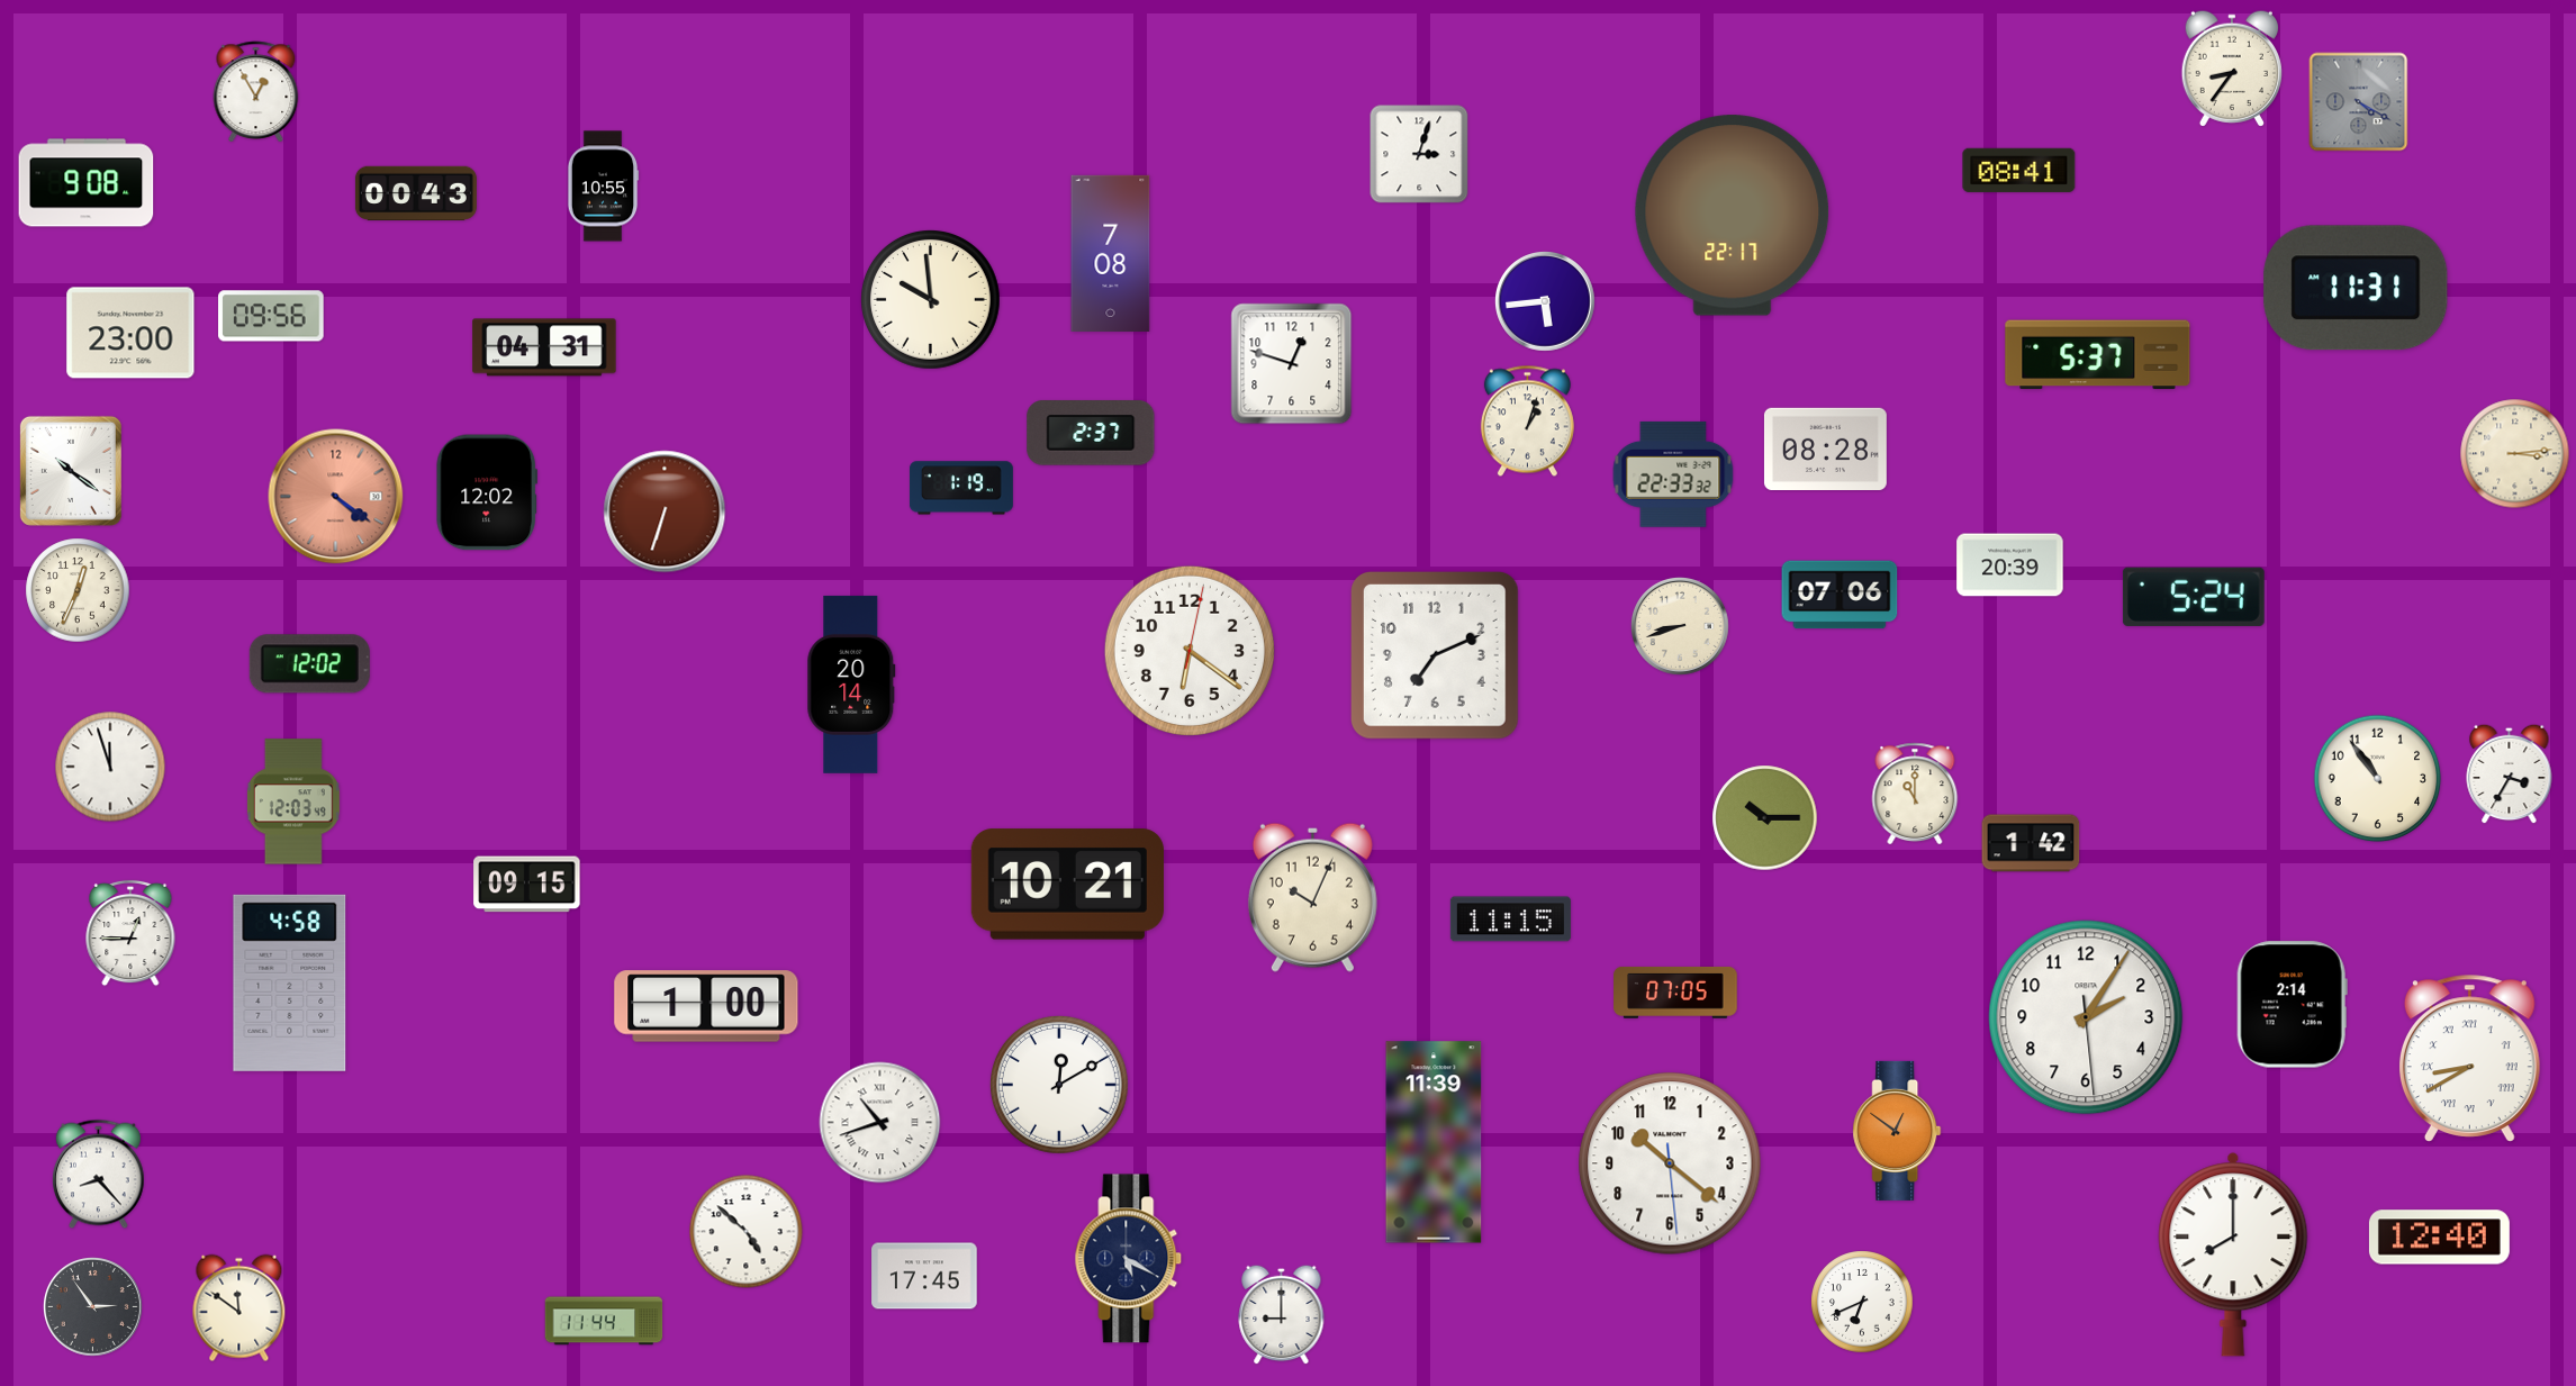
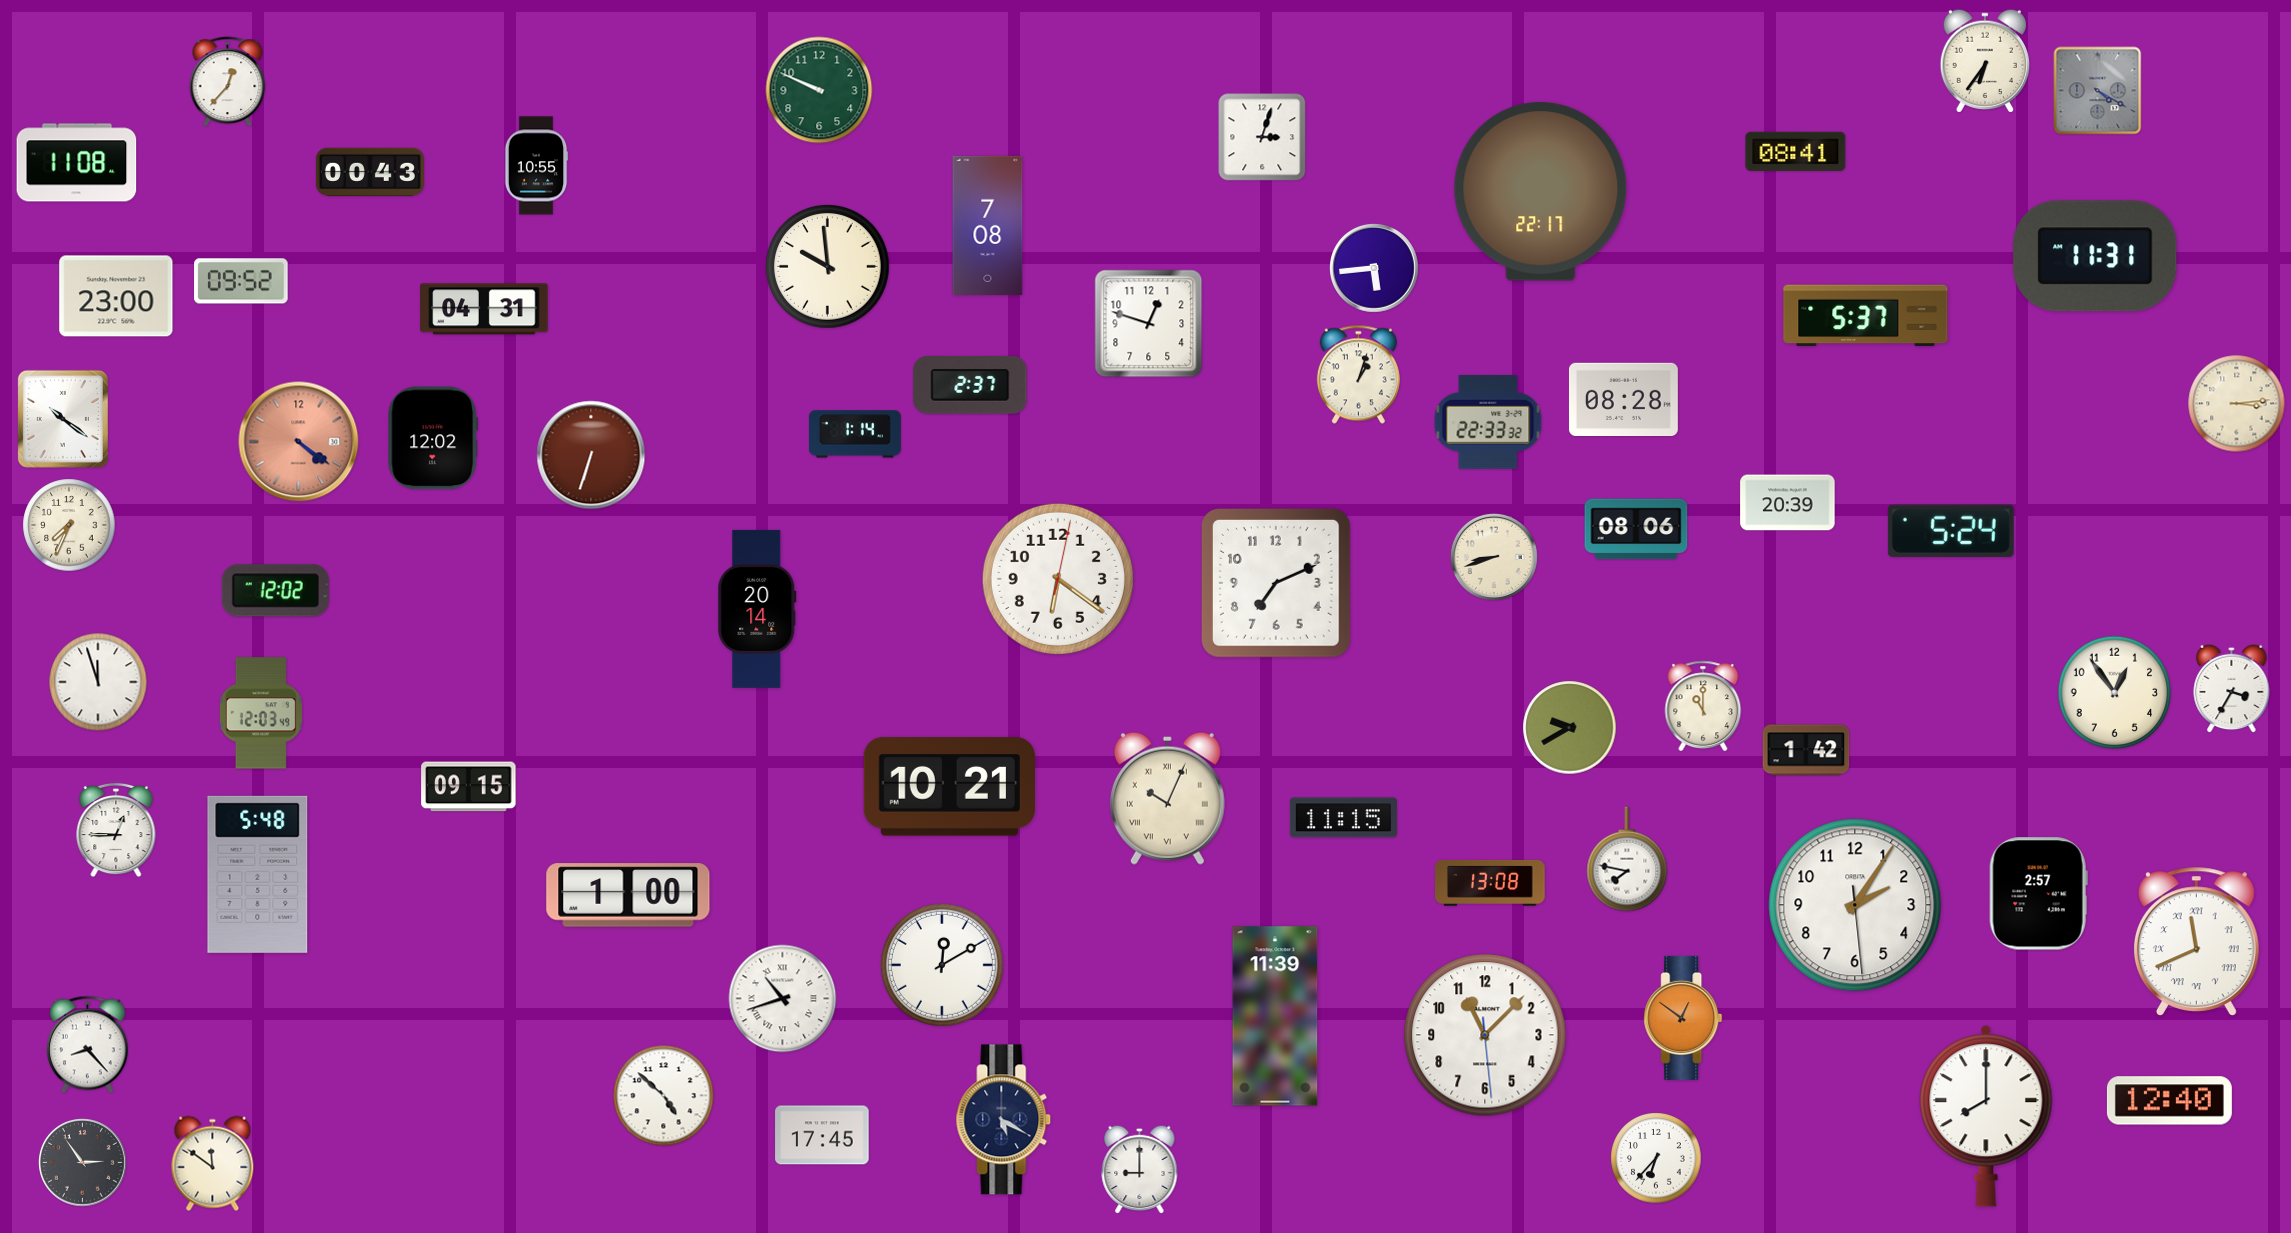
clock at (2232, 69): 8:36 -> 6:36
clock at (256, 91): 12:55 -> 12:37
clock at (819, 90): none -> 9:49
clock at (87, 183): 9:08 -> 11:08
clock at (271, 316): 09:56 -> 09:52
clock at (961, 488): 1:19 -> 1:14
clock at (78, 590): 12:34 -> 7:34
clock at (1840, 595): 07:06 -> 08:06
clock at (2378, 779): 10:54 -> 12:54
clock at (1765, 818): 10:15 -> 9:40
clock at (1312, 897) numerals: Arabic -> Roman
clock at (1627, 859): none -> 7:47
clock at (290, 982): 4:58 -> 5:48
clock at (1675, 993): 07:05 -> 13:08
clock at (2292, 1005): 2:14 -> 2:57
clock at (2469, 1058): 8:40 -> 11:41
clock at (1897, 1131) position: (1897, 1131) -> (1683, 1018)
clock at (1670, 1163): 10:21 -> 11:07
clock at (1862, 1302): 6:41 -> 6:37
clock at (604, 1321): 11:44 -> none
